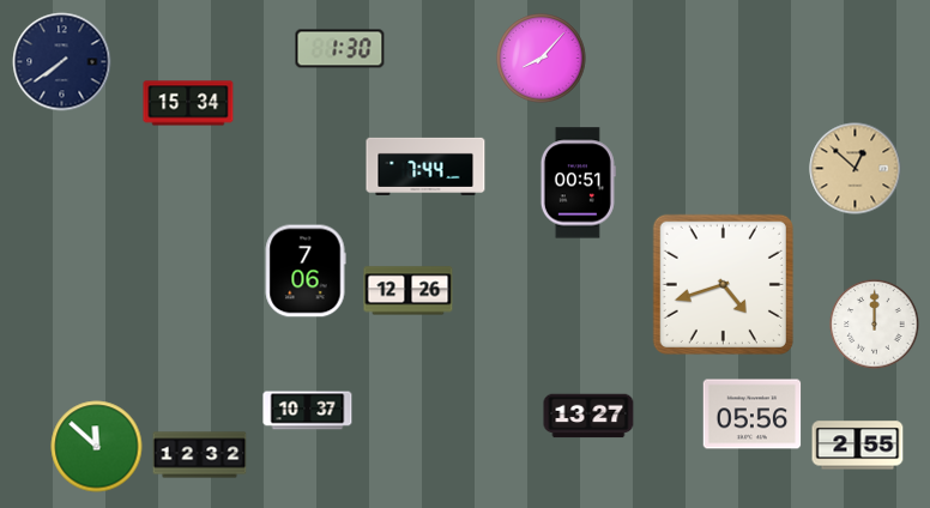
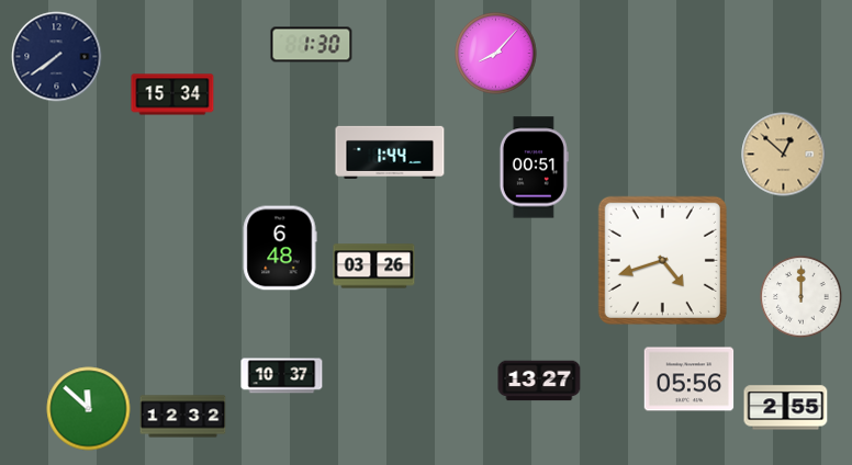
clock at (425, 167): 7:44 -> 1:44
clock at (578, 183) position: (578, 183) -> (534, 168)
clock at (306, 271): 7:06 -> 6:48
clock at (409, 291): 12:26 -> 03:26
